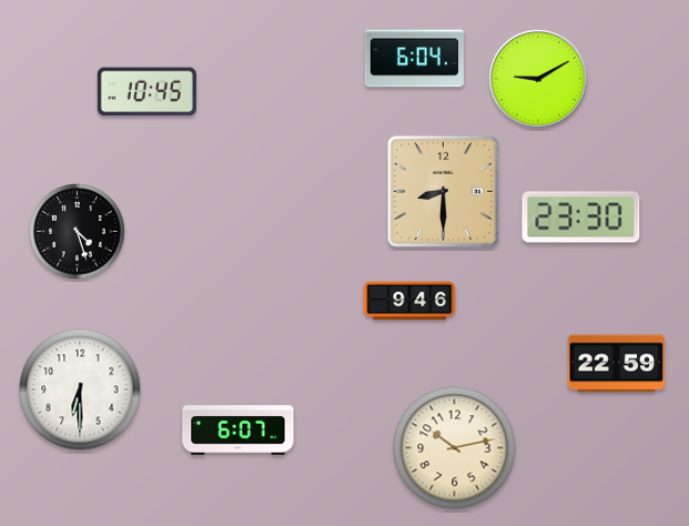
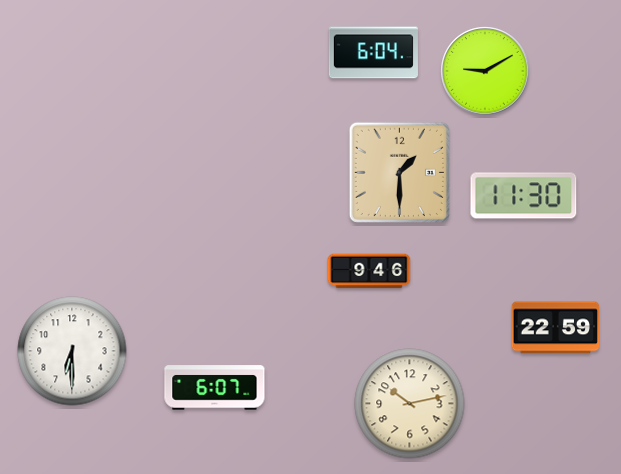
clock at (146, 92): 10:45 -> none
clock at (443, 191): 8:30 -> 1:30
clock at (581, 218): 23:30 -> 11:30
clock at (78, 232): 4:27 -> none
